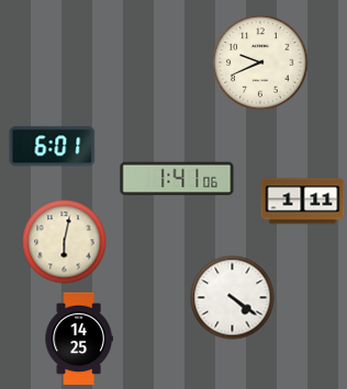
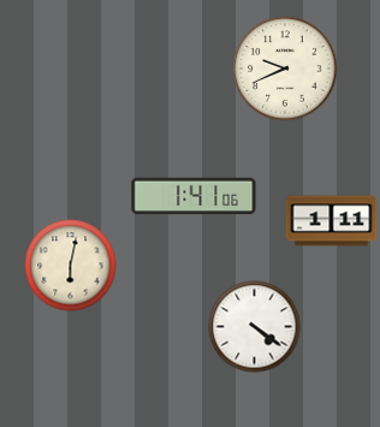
clock at (53, 147): 6:01 -> none
clock at (79, 339): 14:25 -> none
